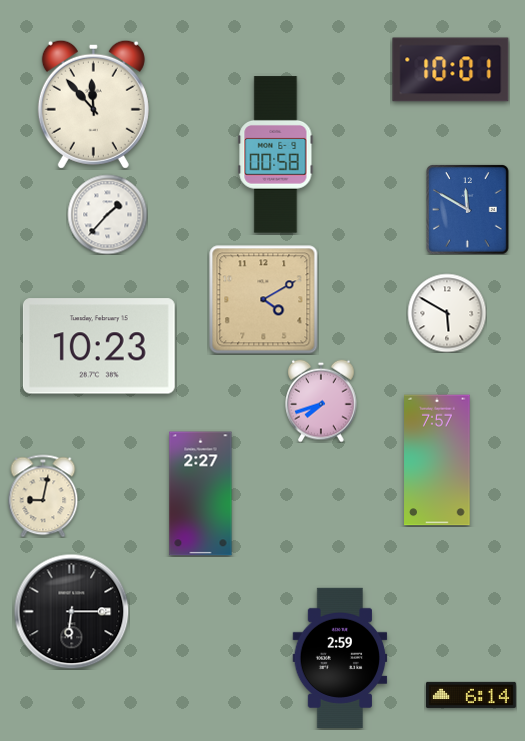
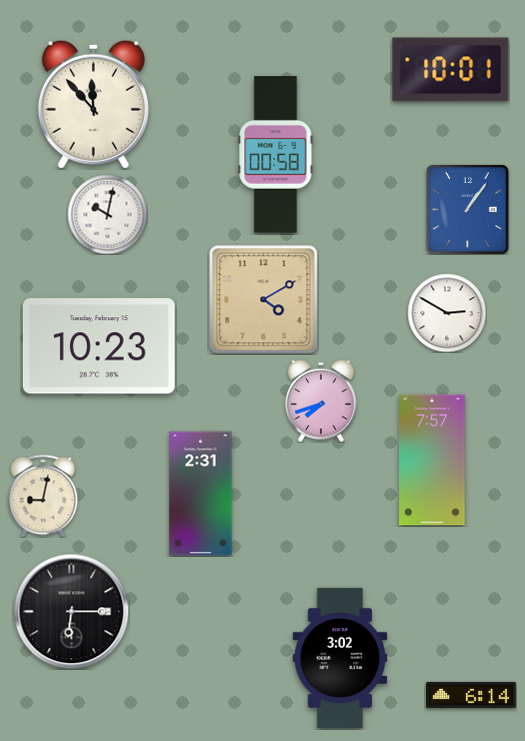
clock at (468, 210): 11:50 -> 1:06
clock at (107, 214): 1:37 -> 10:02
clock at (447, 313): 5:50 -> 2:50
clock at (437, 460) position: (437, 460) -> (432, 460)
clock at (201, 494): 2:27 -> 2:31
clock at (340, 658): 2:59 -> 3:02
